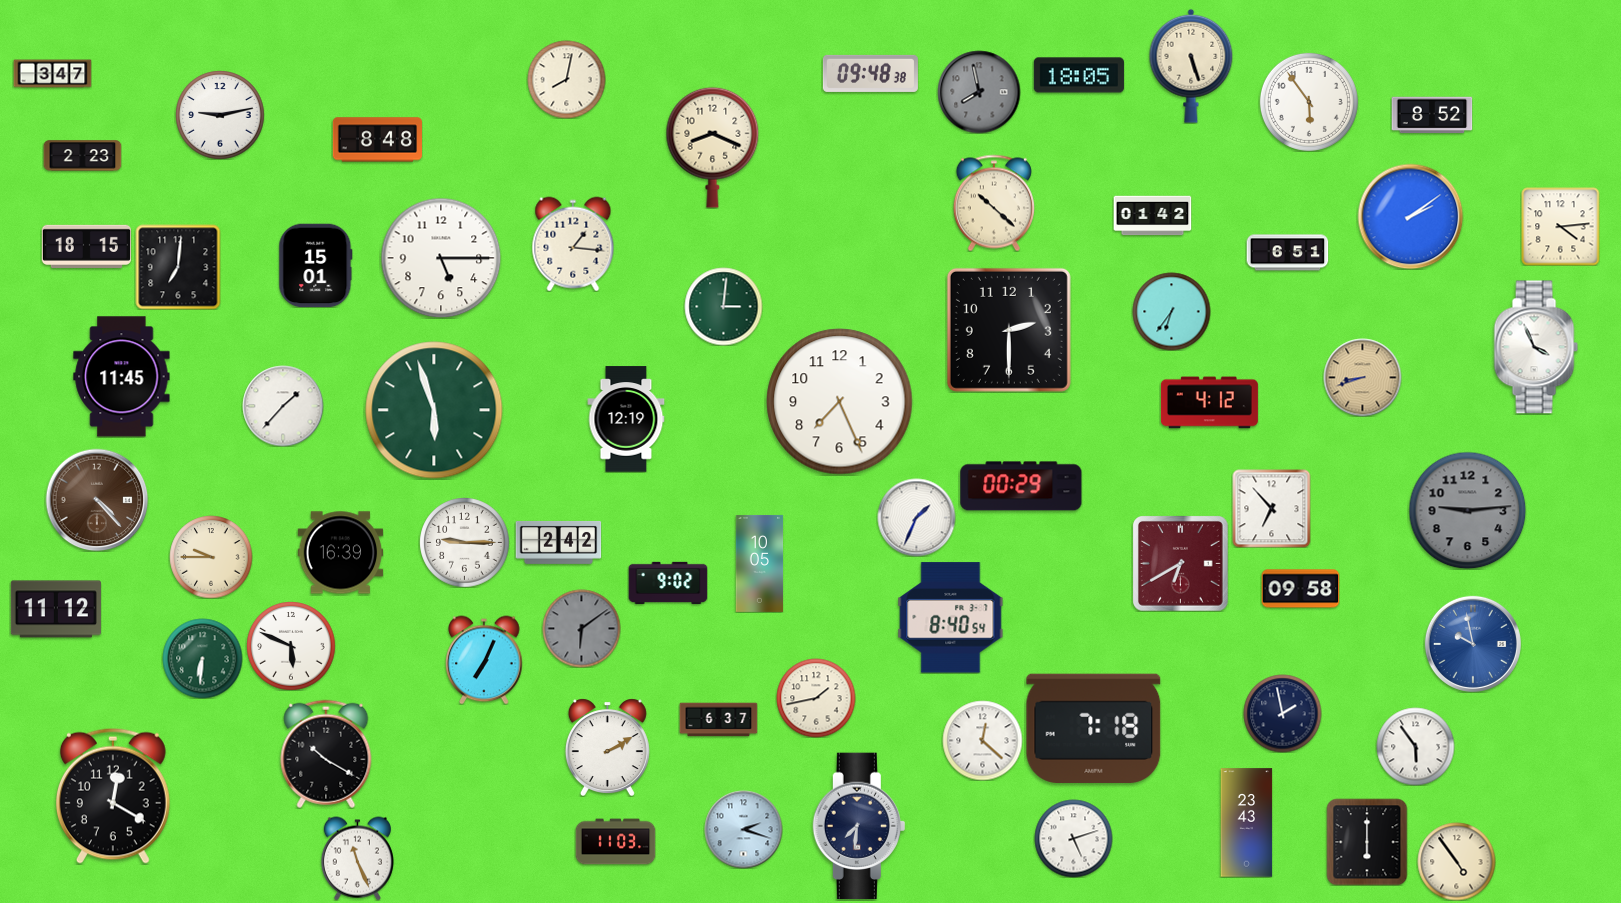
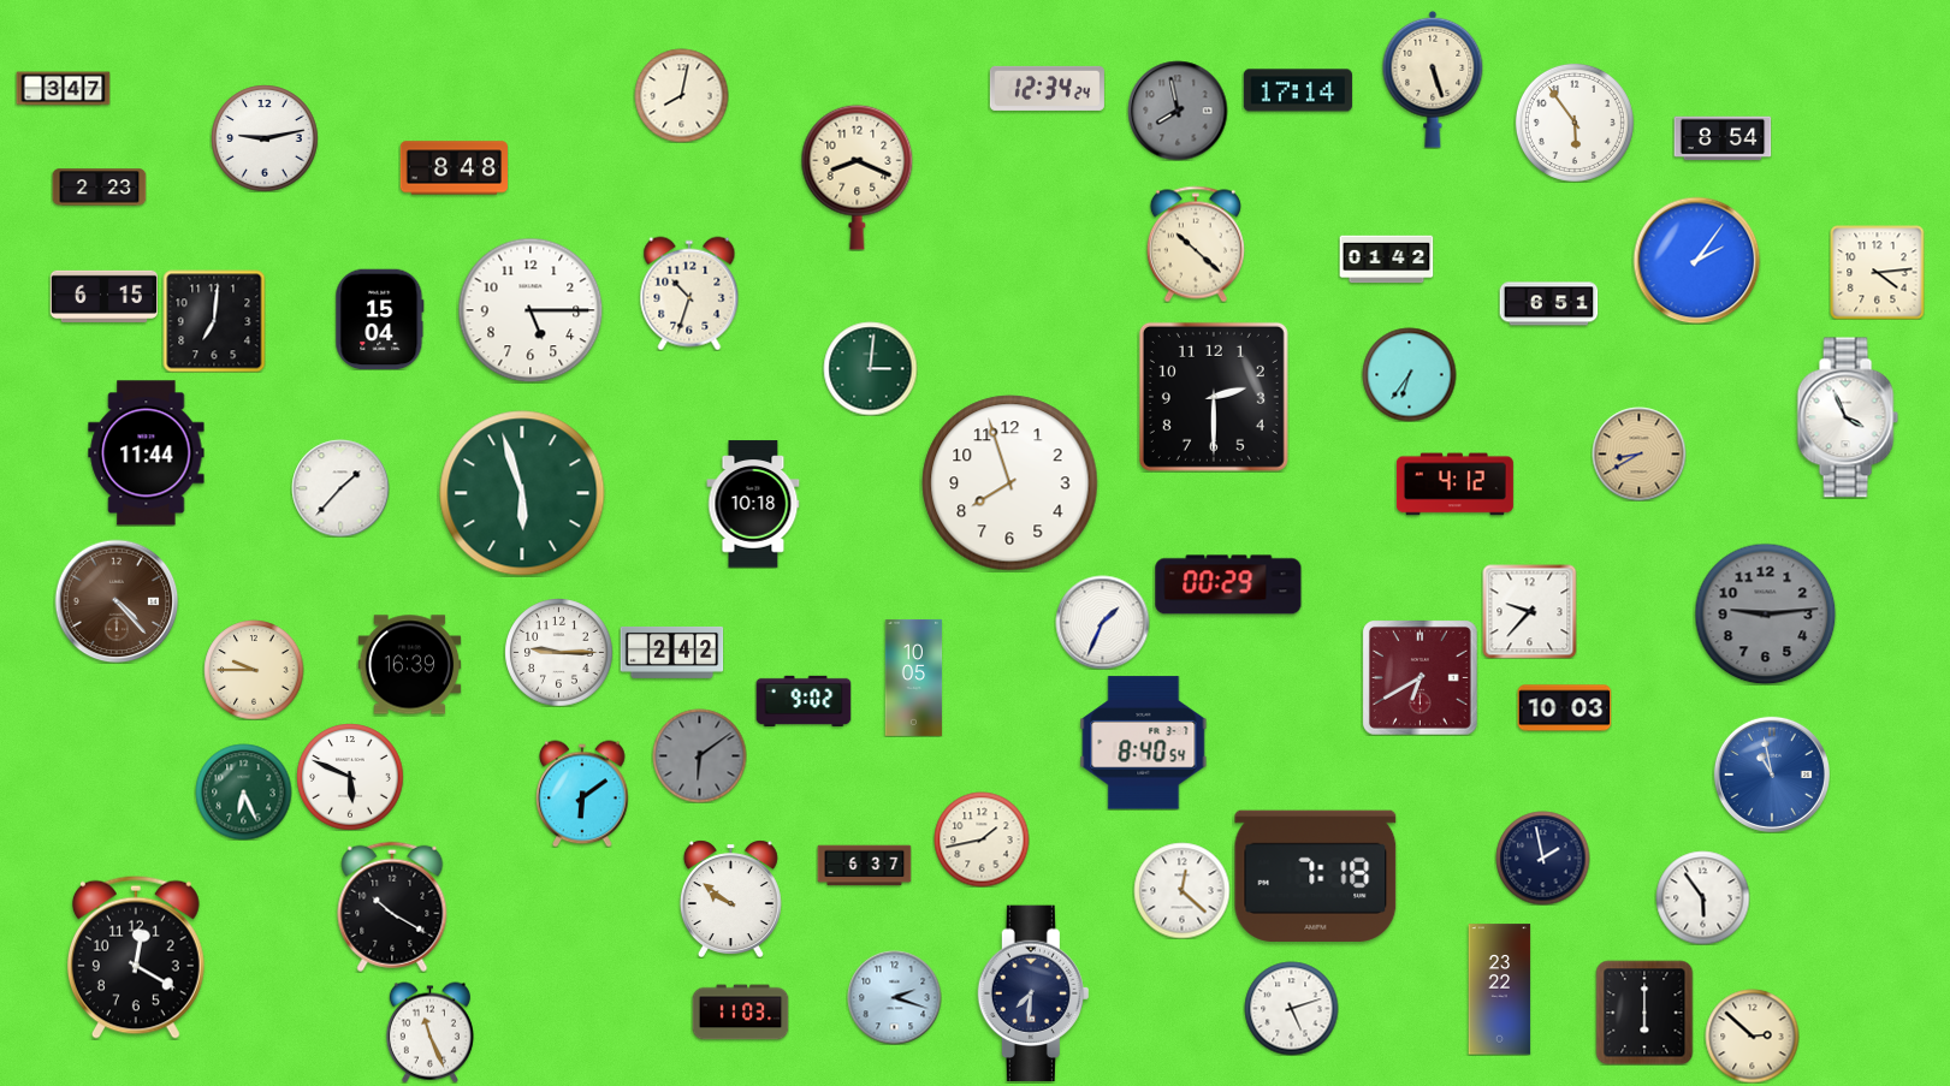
clock at (870, 73): 09:48 -> 12:34
clock at (1079, 75): 18:05 -> 17:14
clock at (1432, 115): 8:52 -> 8:54
clock at (1410, 216): 2:09 -> 2:06
clock at (573, 244): 1:16 -> 10:33
clock at (86, 246): 18:15 -> 6:15
clock at (316, 265): 15:01 -> 15:04
clock at (122, 377): 11:45 -> 11:44
clock at (1362, 377): 8:42 -> 8:40
clock at (840, 402): 7:26 -> 7:57
clock at (626, 419): 12:19 -> 10:18
clock at (1271, 508): 6:53 -> 9:37
clock at (1300, 589): 09:58 -> 10:03
clock at (56, 609): 11:12 -> none
clock at (1473, 644): 9:58 -> 10:58
clock at (202, 658): 6:31 -> 6:26
clock at (484, 660): 7:04 -> 6:09
clock at (607, 747): 2:10 -> 9:51
clock at (1247, 823): 23:43 -> 23:22
clock at (1456, 861): 4:54 -> 2:52
